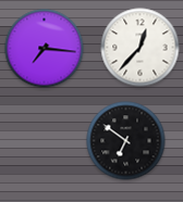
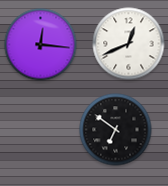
clock at (141, 48): 12:37 -> 12:41
clock at (45, 49): 7:16 -> 12:16
